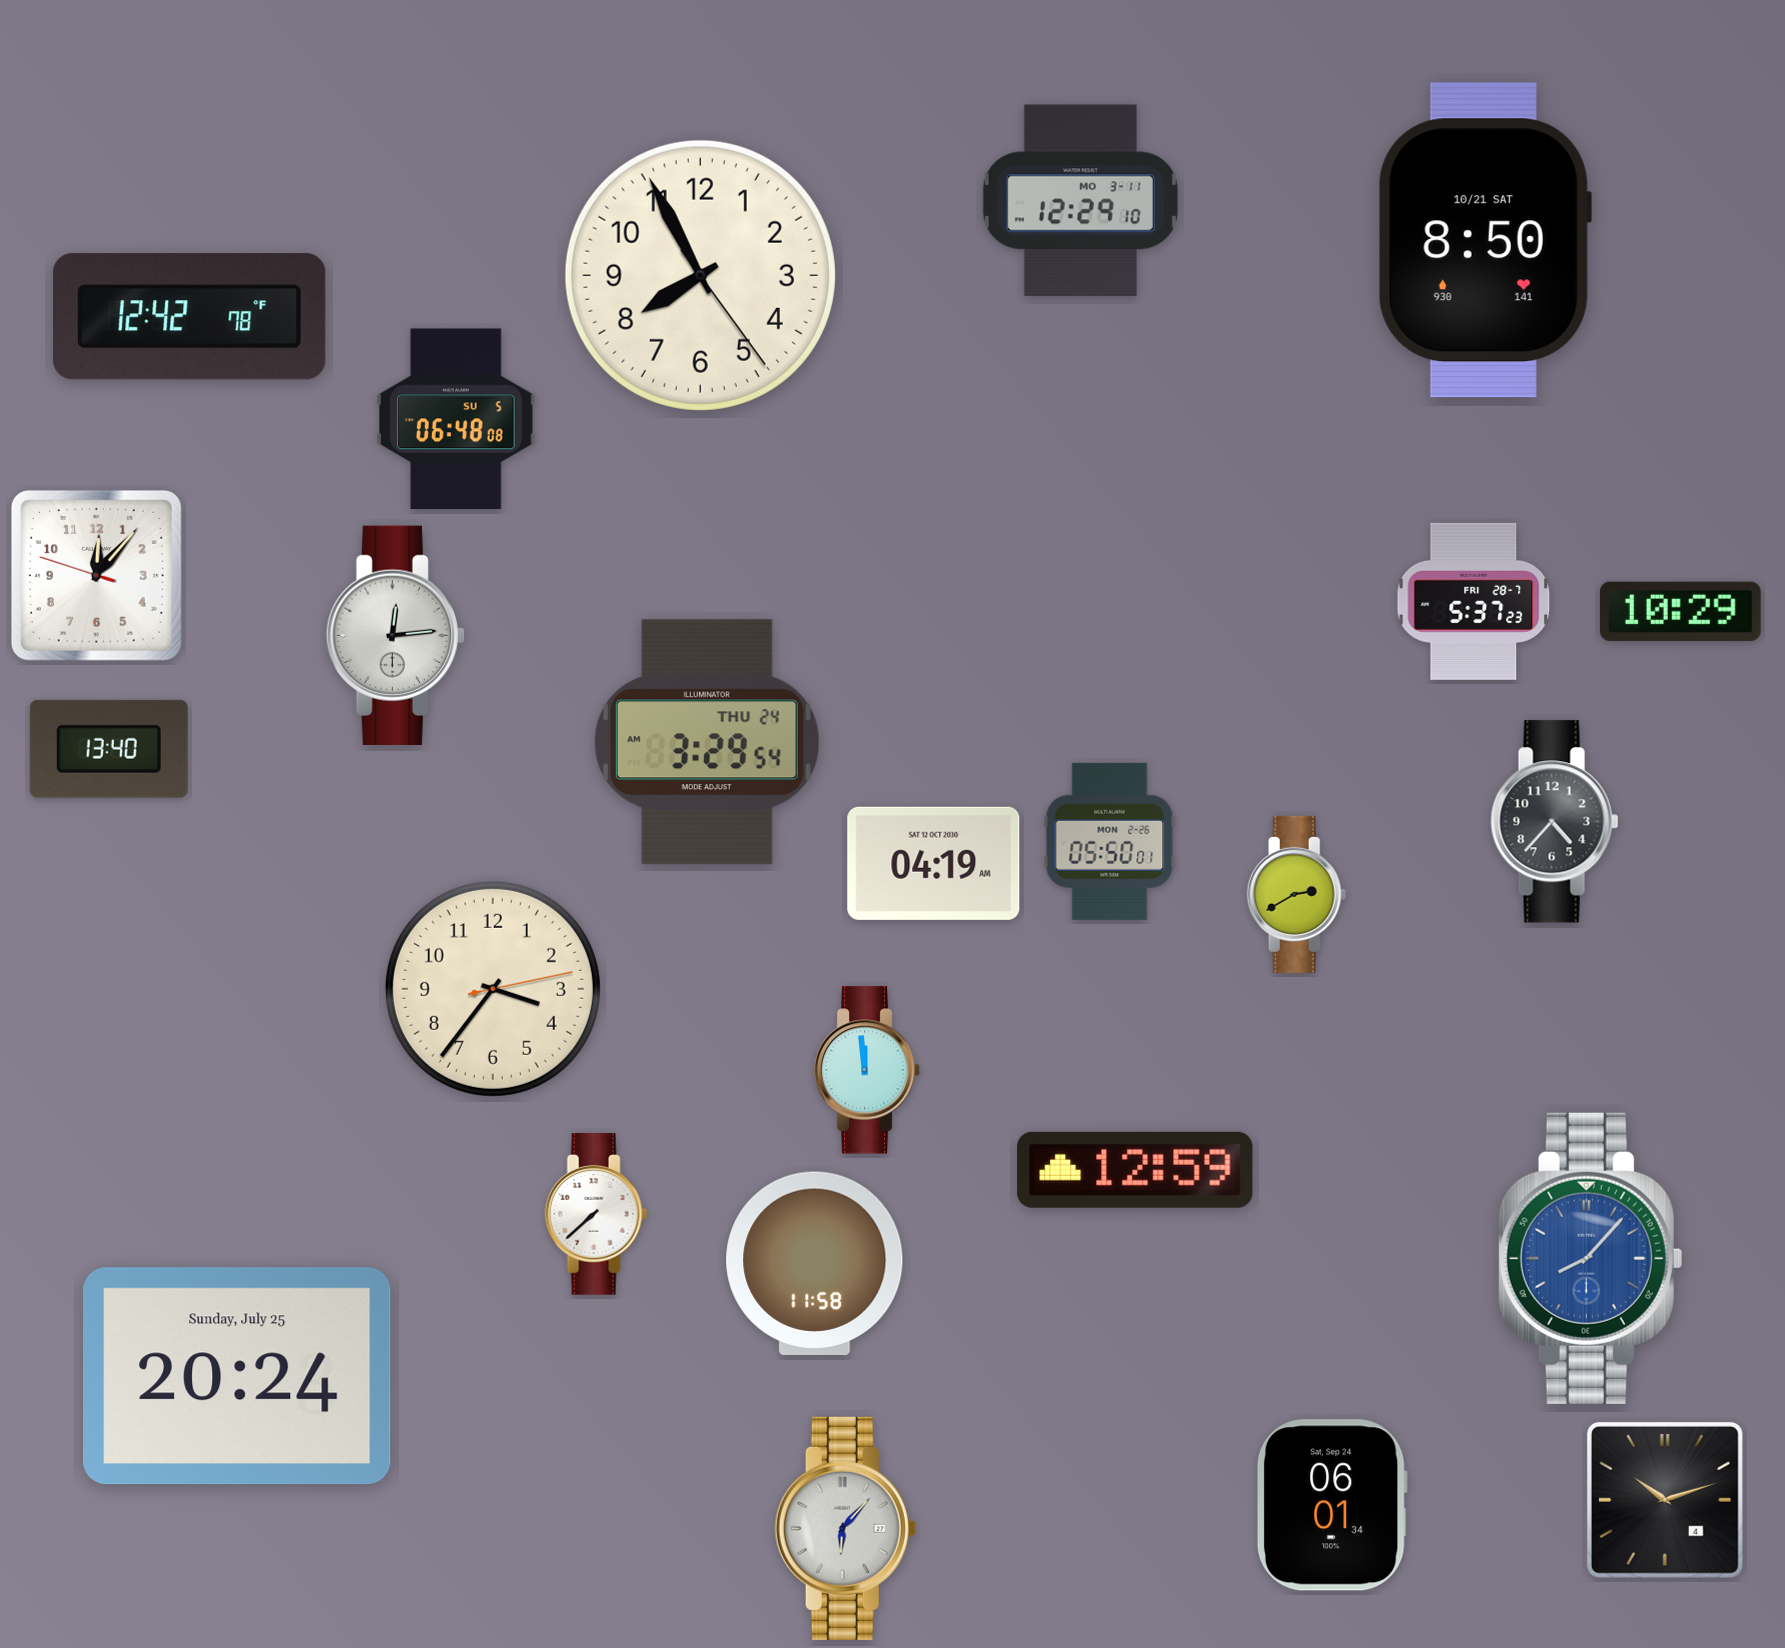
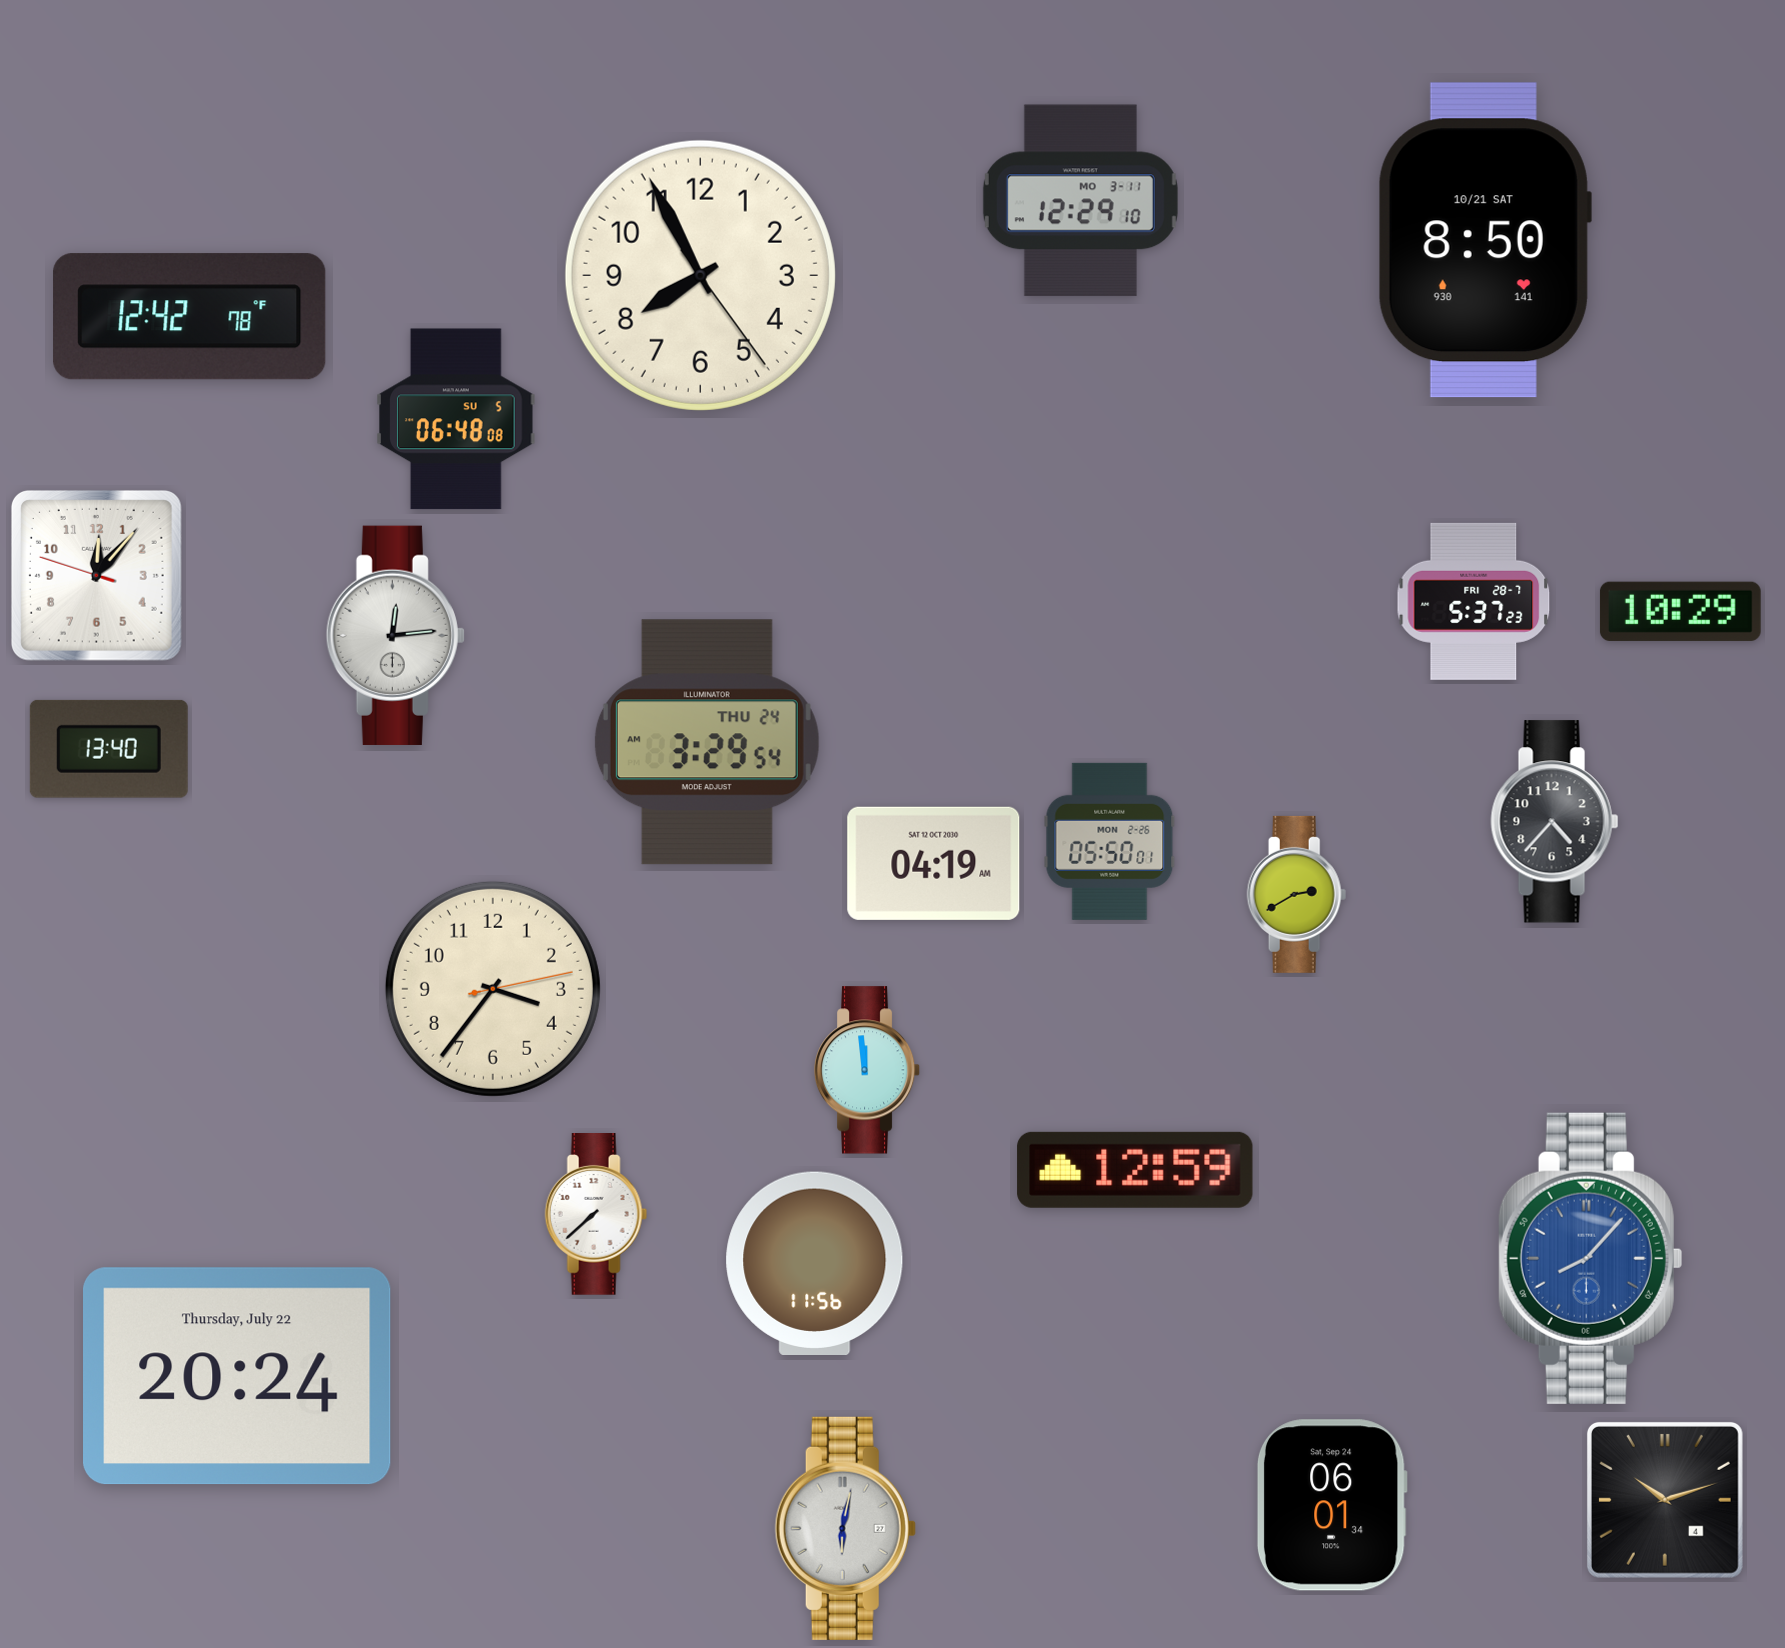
clock at (815, 1263): 11:58 -> 11:56
clock at (238, 1376) date: Sunday, July 25 -> Thursday, July 22
clock at (845, 1528): 6:07 -> 6:02
